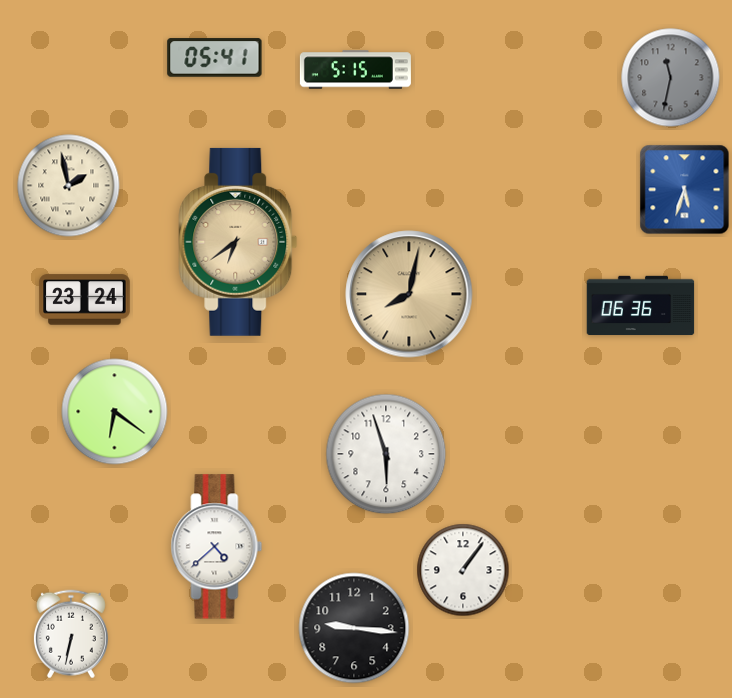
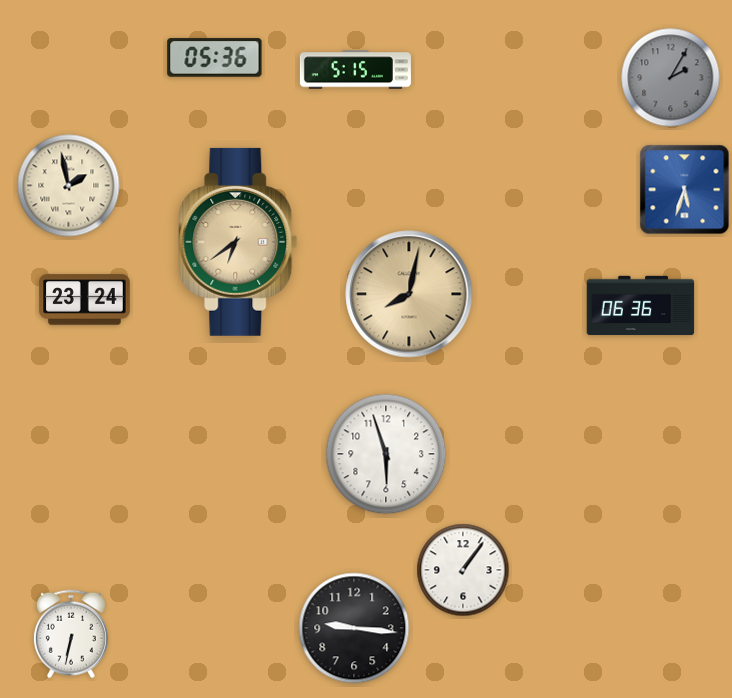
clock at (215, 58): 05:41 -> 05:36
clock at (671, 78): 11:32 -> 2:05
clock at (115, 412): 6:21 -> none
clock at (217, 547): 4:38 -> none
